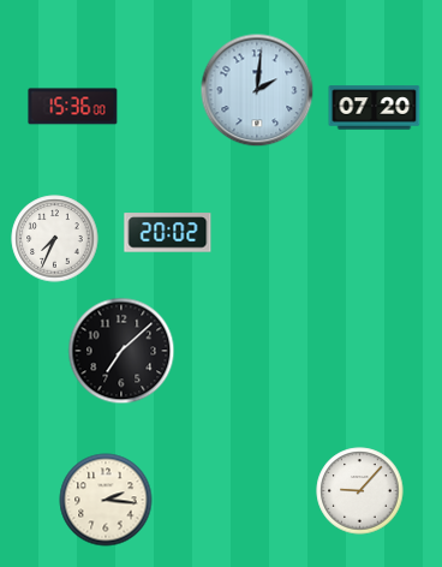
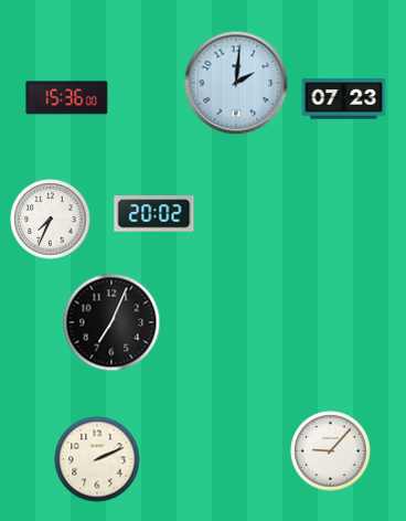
clock at (375, 108): 07:20 -> 07:23
clock at (121, 351): 7:08 -> 7:04
clock at (106, 500): 2:16 -> 2:11
